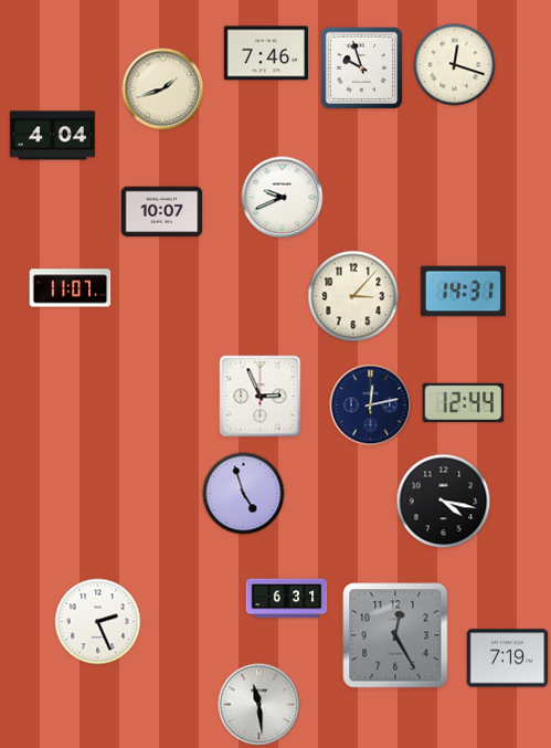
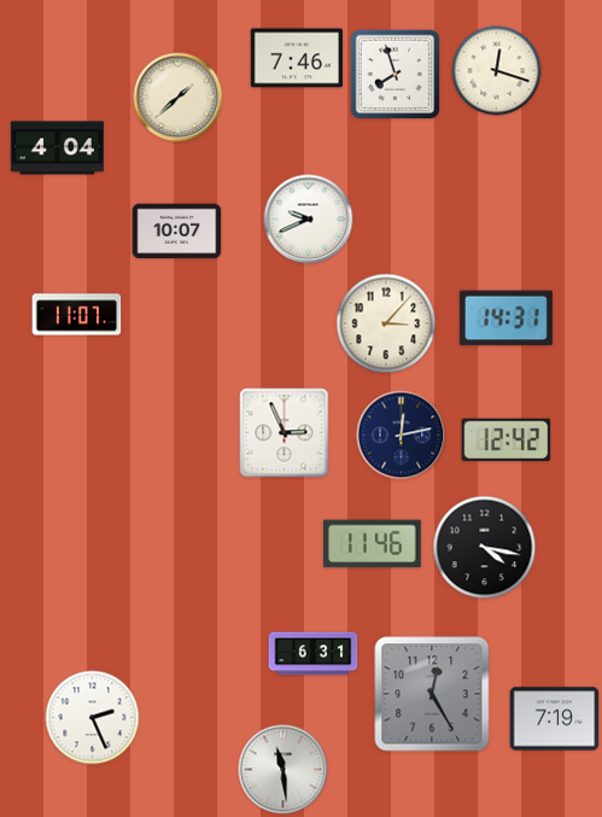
clock at (266, 53) position: (266, 53) -> (297, 58)
clock at (362, 69): 9:57 -> 7:57
clock at (163, 89): 1:42 -> 1:38
clock at (283, 198) position: (283, 198) -> (309, 220)
clock at (464, 403): 12:44 -> 12:42
clock at (371, 405) position: (371, 405) -> (402, 436)
clock at (244, 494): 4:57 -> none
clock at (373, 544): none -> 11:46
clock at (98, 622) position: (98, 622) -> (93, 718)
